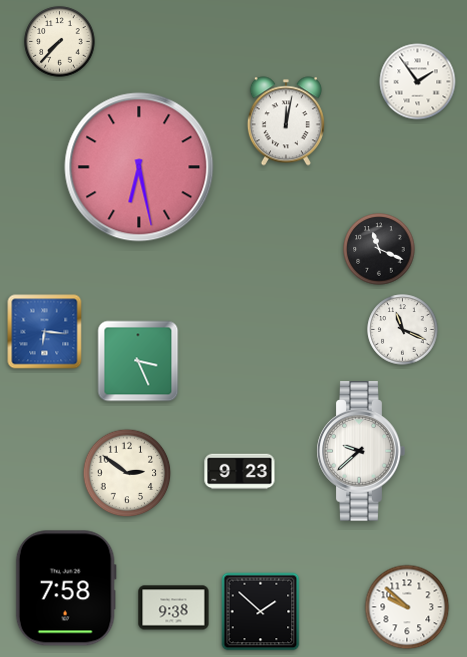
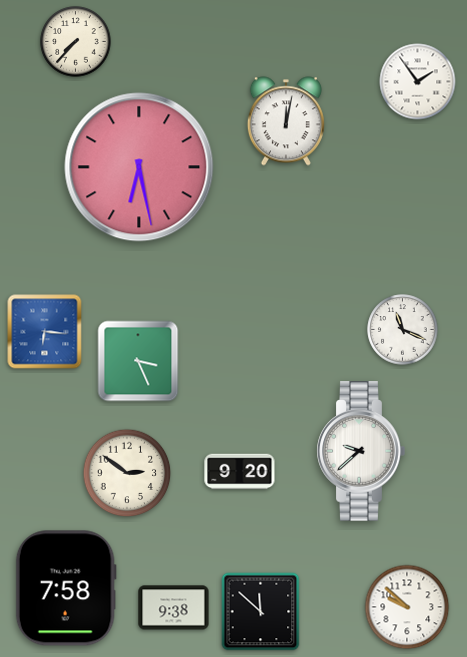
clock at (60, 42) position: (60, 42) -> (76, 42)
clock at (379, 249): 11:19 -> none
clock at (240, 472): 9:23 -> 9:20
clock at (261, 612): 1:52 -> 11:52
